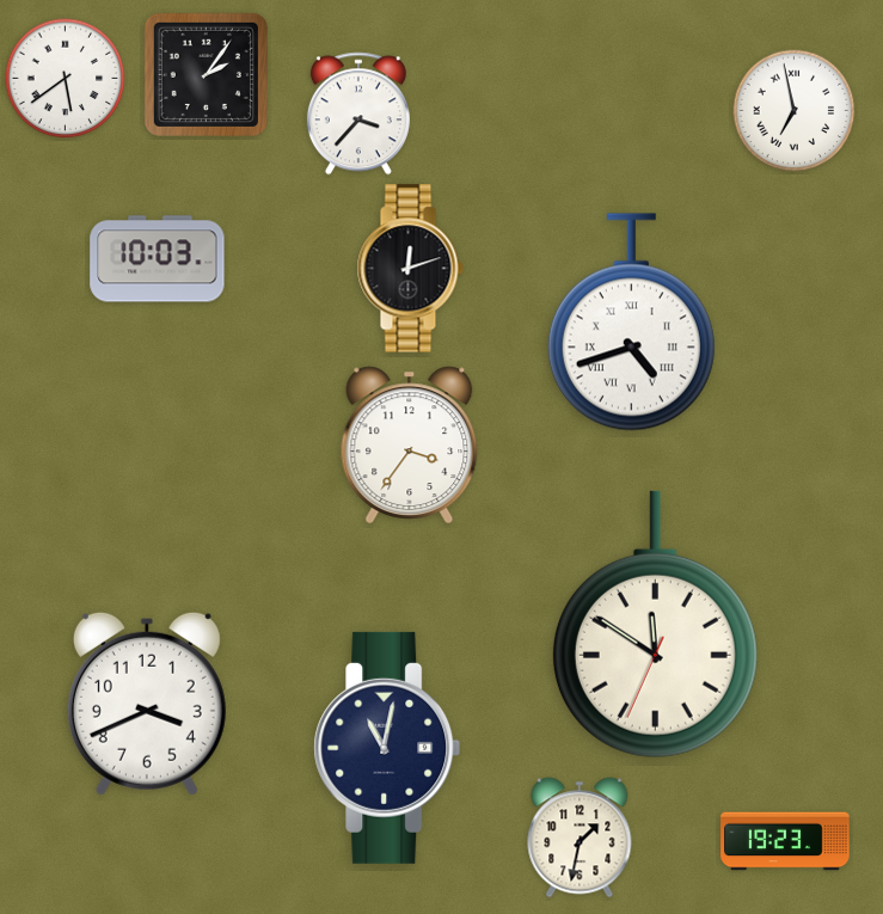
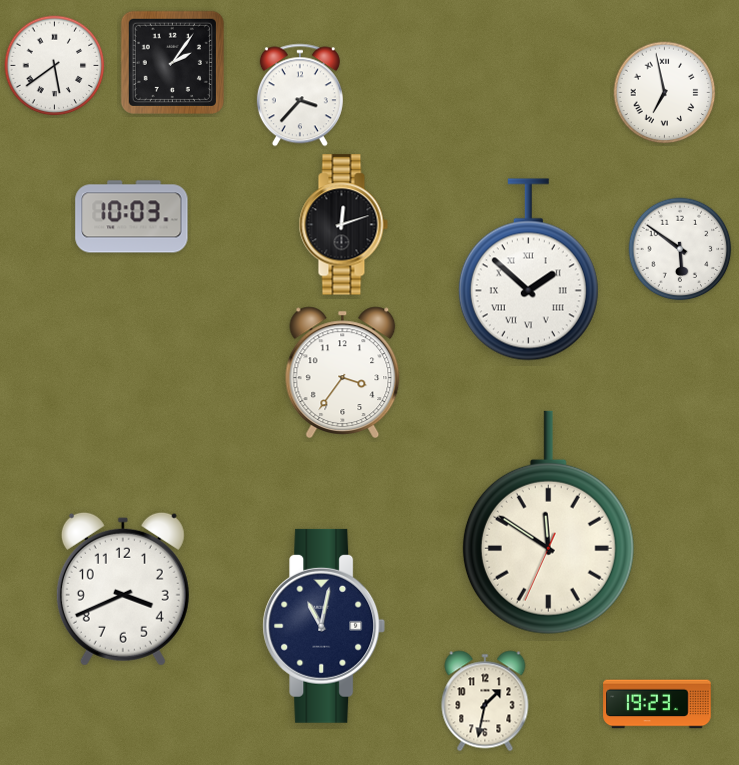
clock at (680, 249): none -> 5:51
clock at (631, 323): 4:42 -> 1:52
